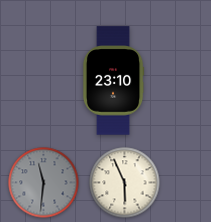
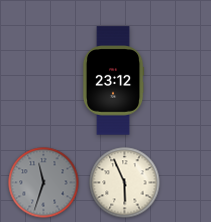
clock at (113, 81): 23:10 -> 23:12
clock at (44, 183): 11:31 -> 11:33
